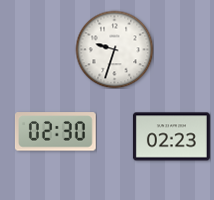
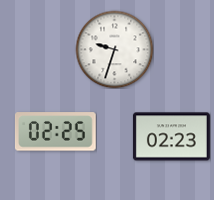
clock at (56, 132): 02:30 -> 02:25
